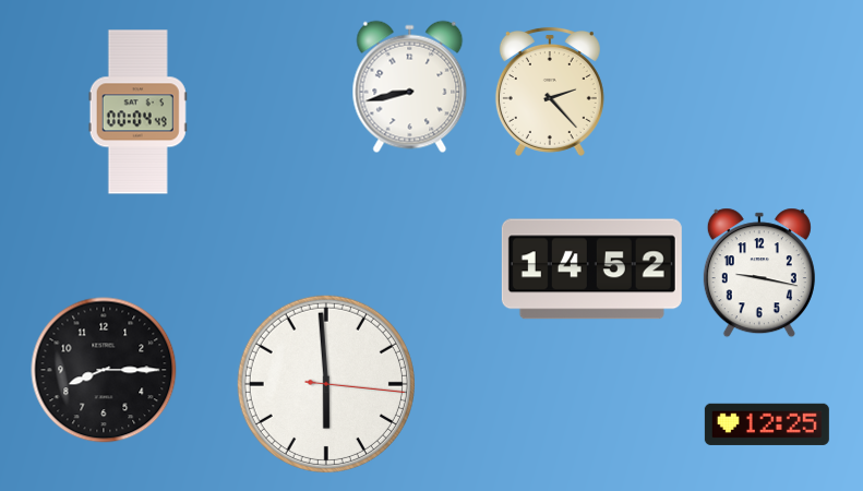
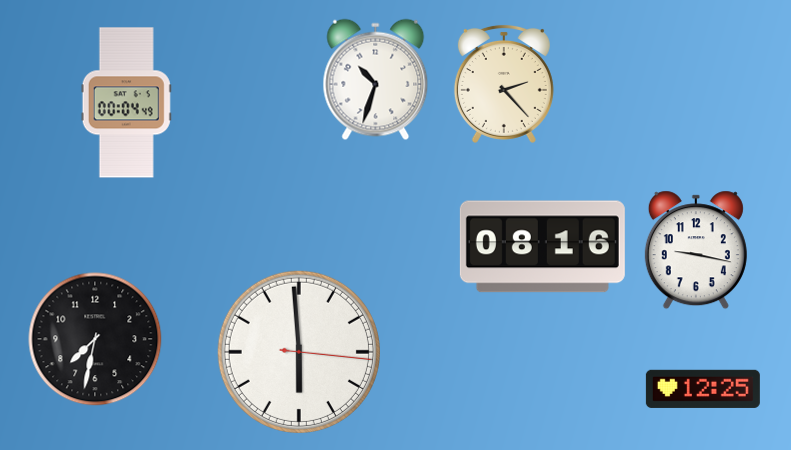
clock at (410, 87): 8:43 -> 10:33
clock at (591, 270): 14:52 -> 08:16
clock at (104, 370): 8:15 -> 7:32
